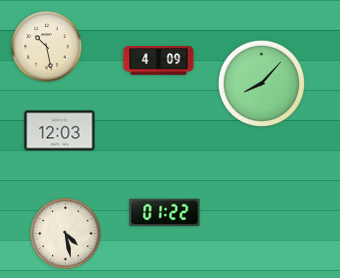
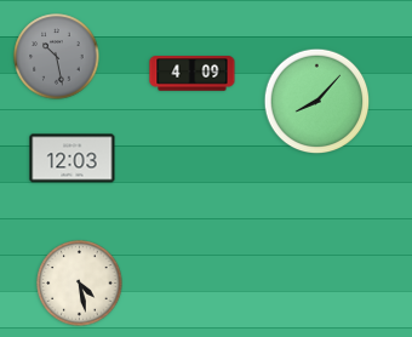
clock at (47, 47) dial: cream -> grey
clock at (165, 213): 01:22 -> none
